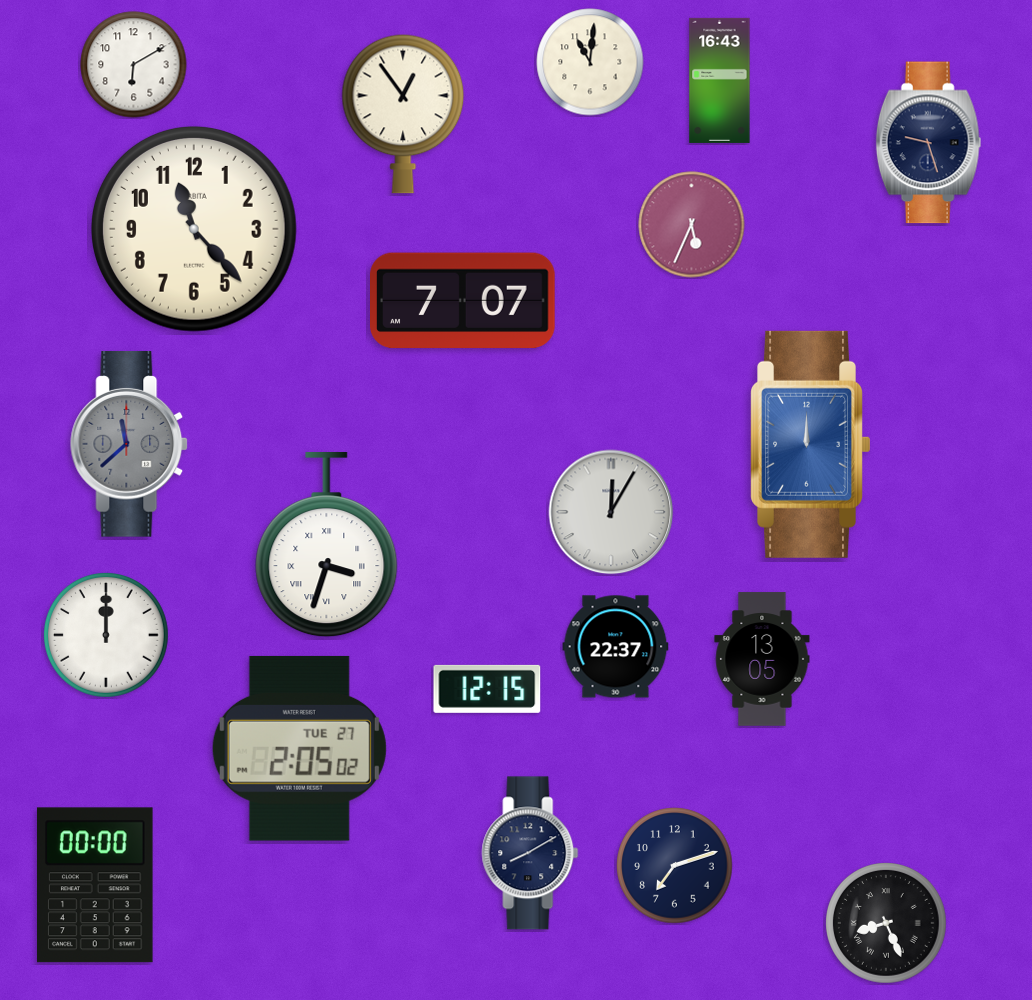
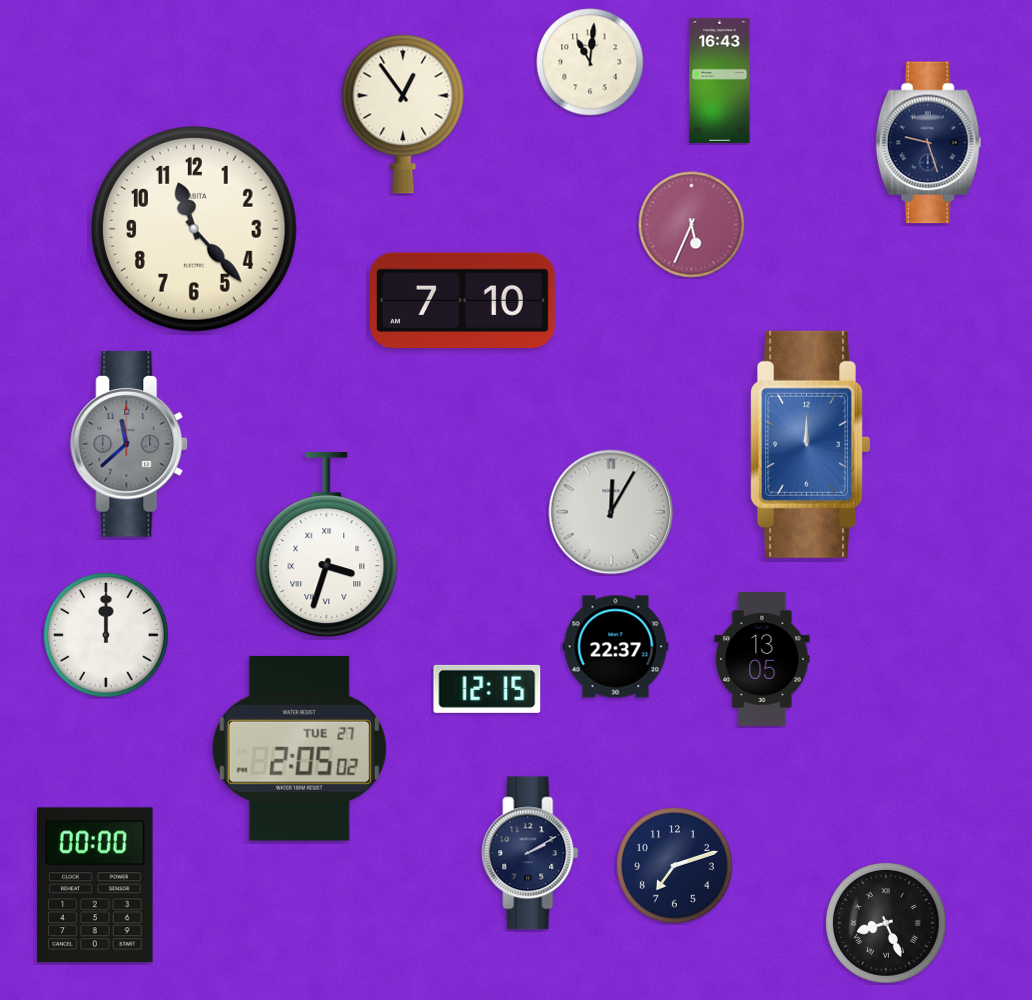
clock at (134, 65): 6:10 -> none
clock at (463, 301): 7:07 -> 7:10
clock at (530, 853): 8:10 -> 2:10
